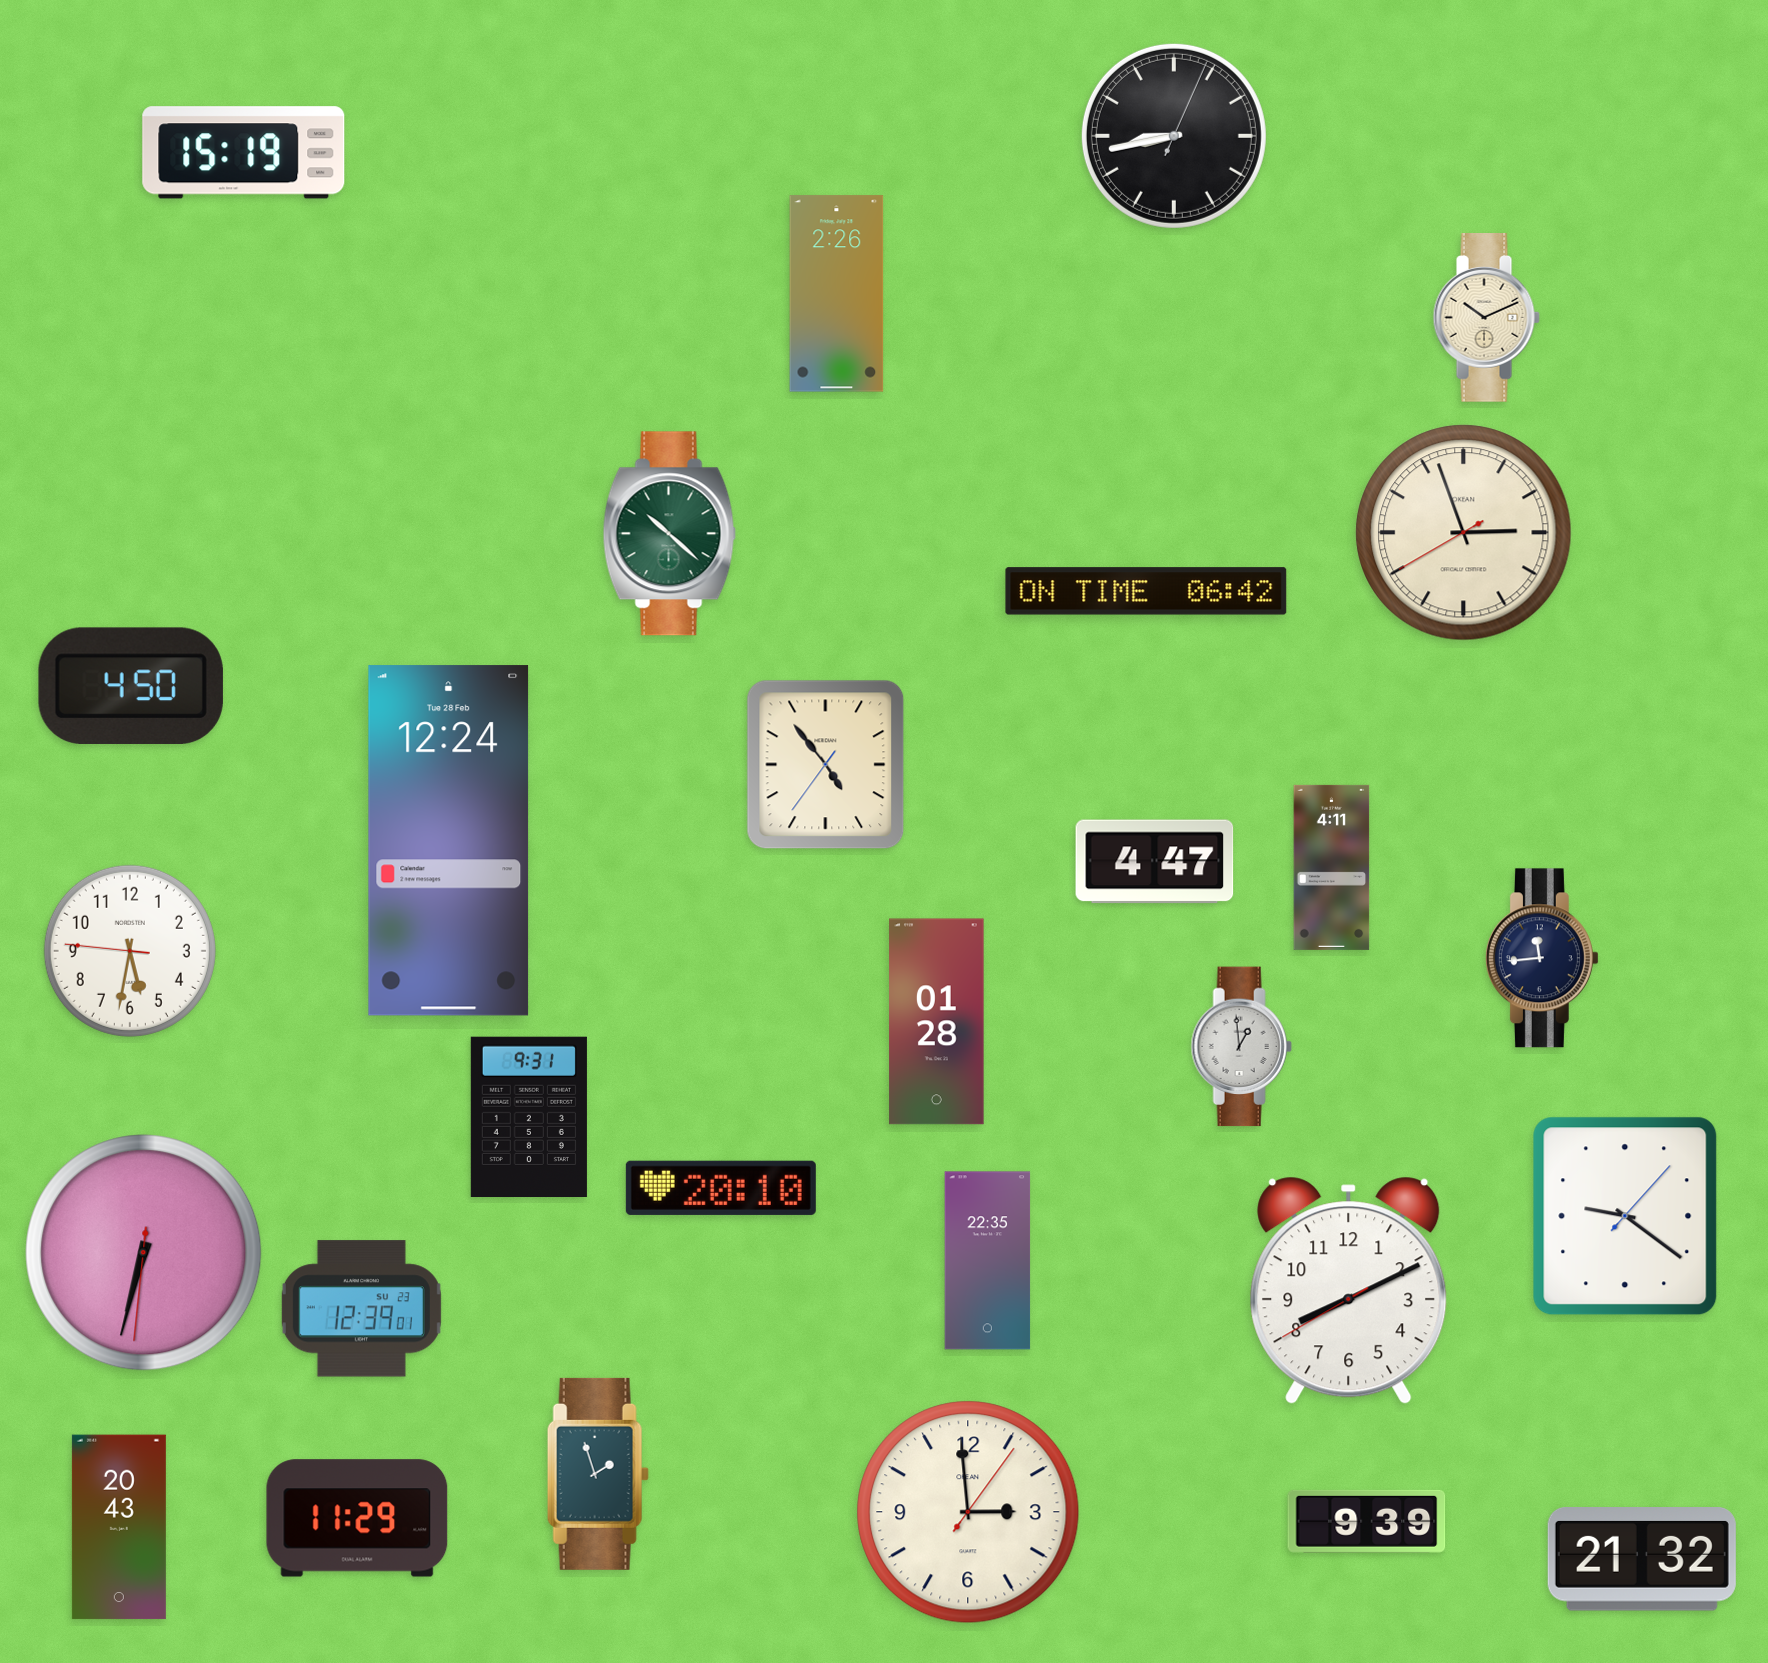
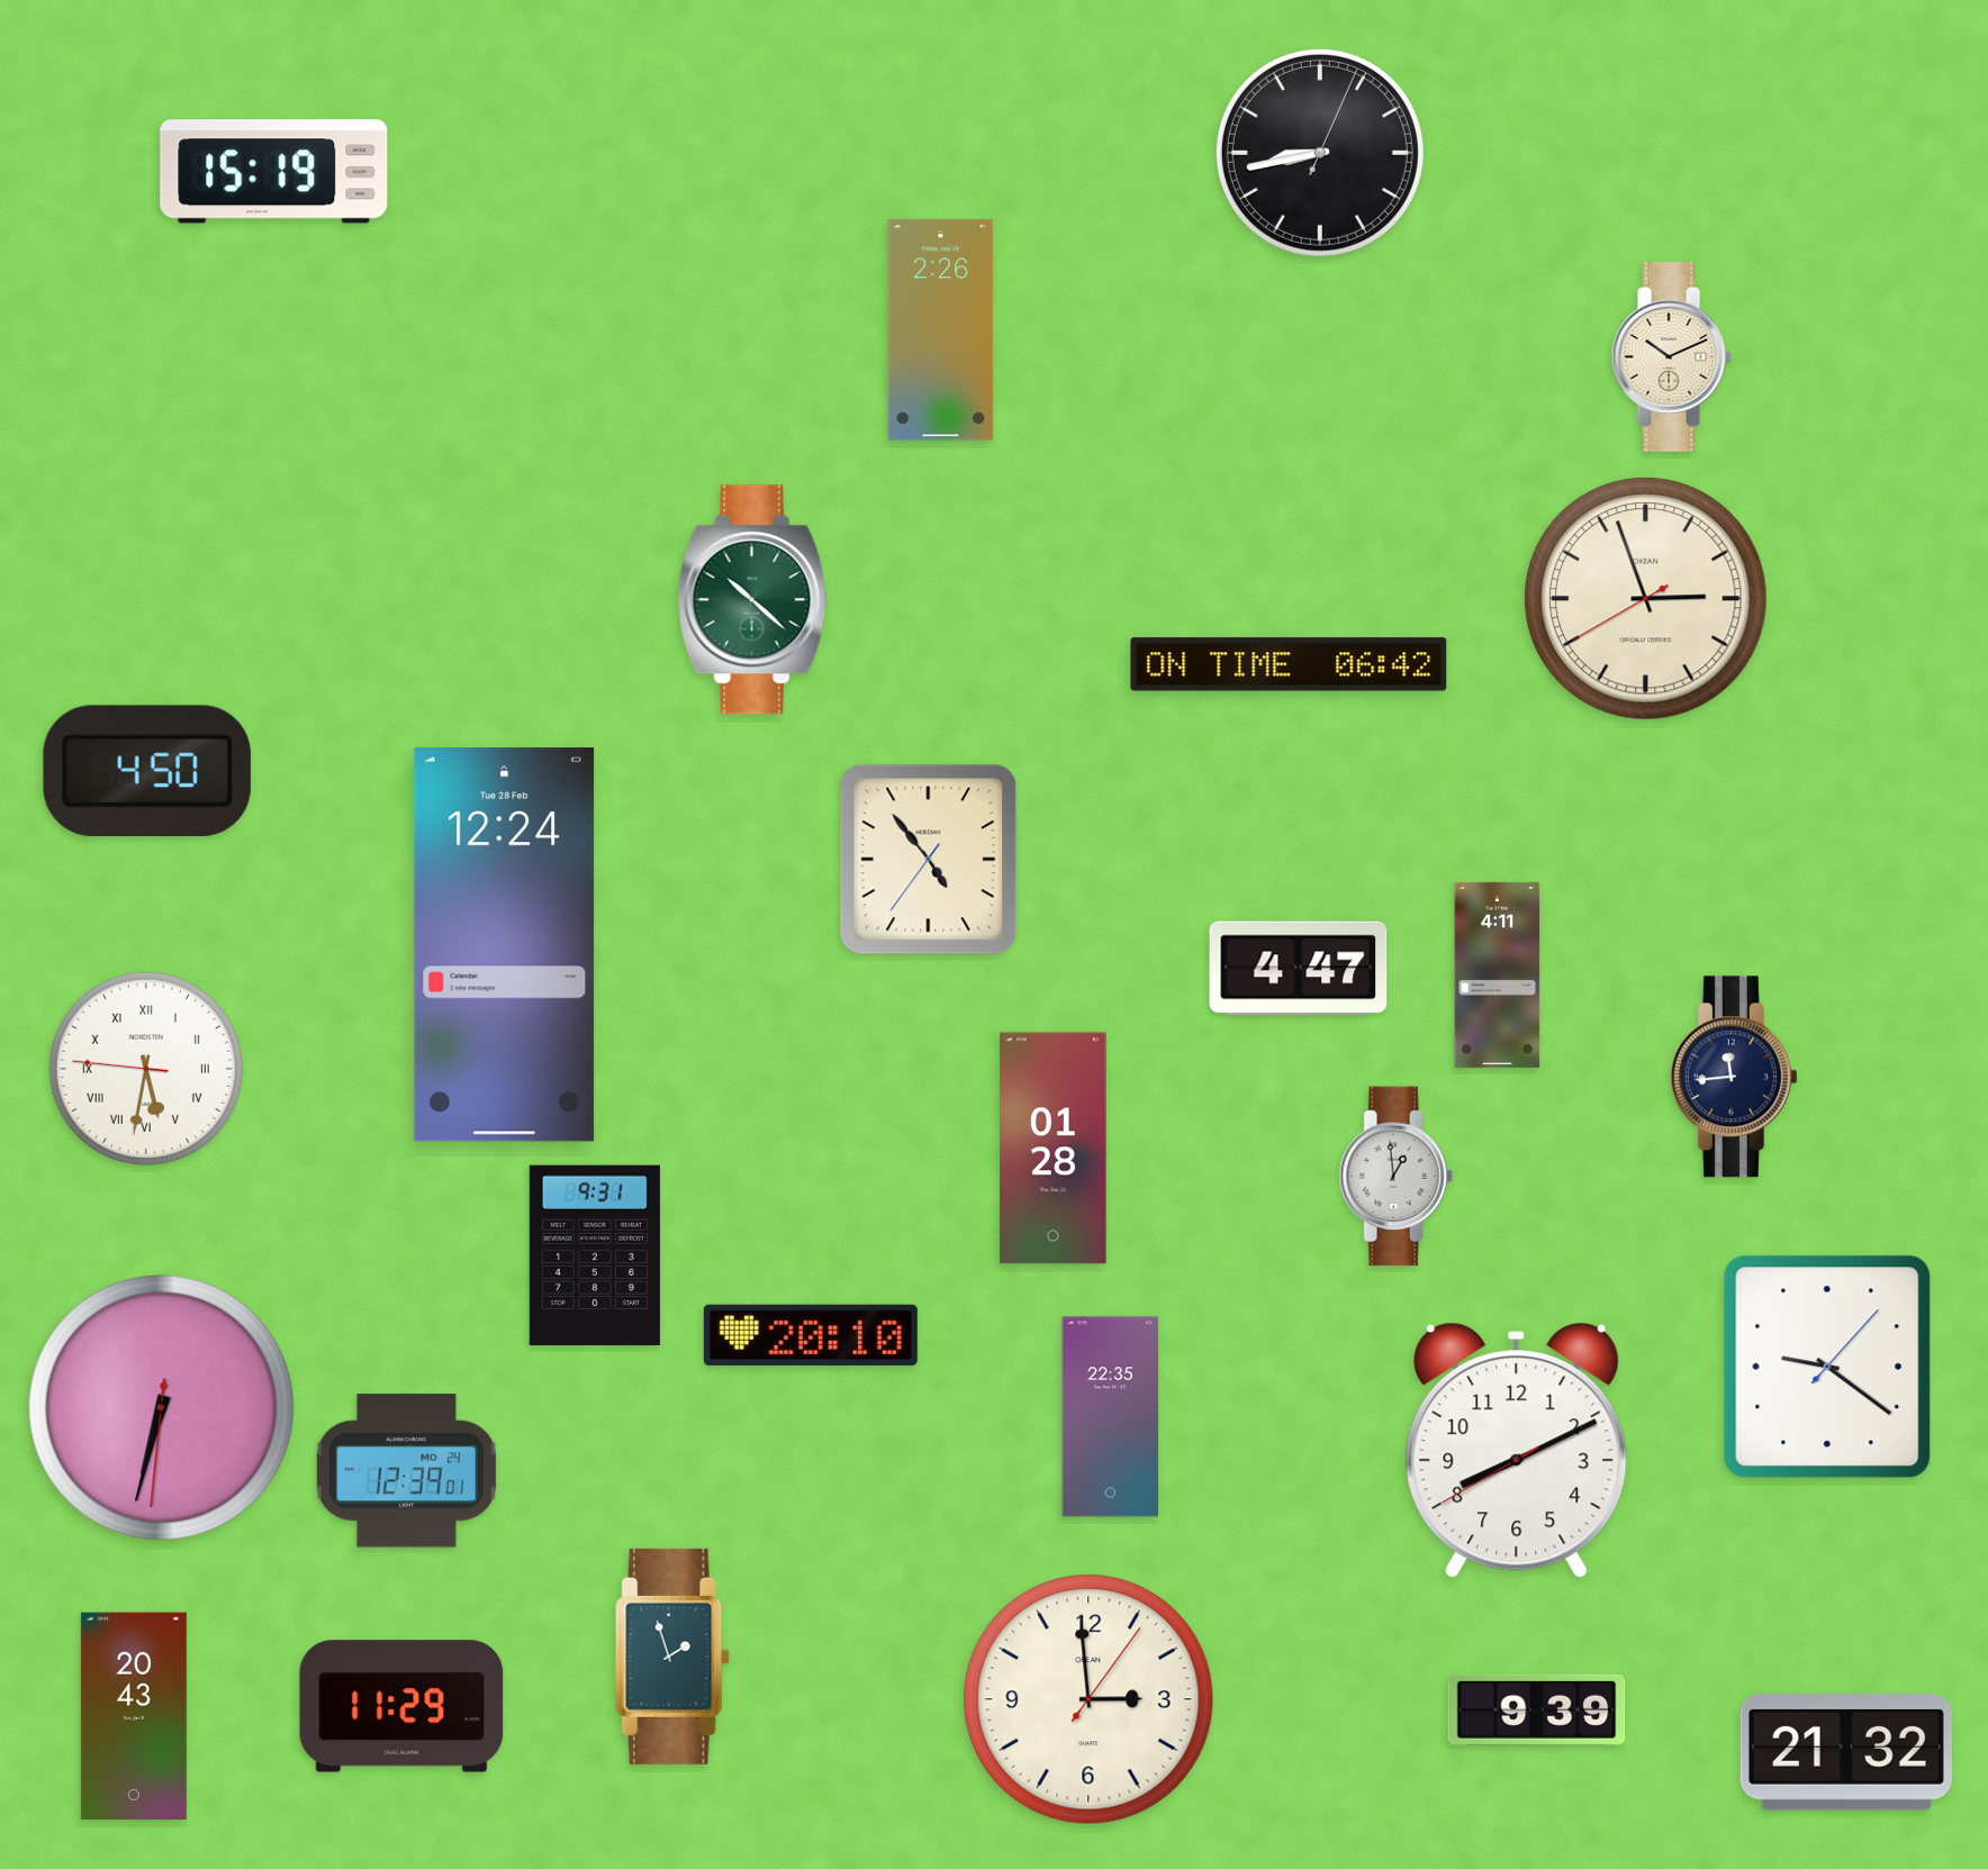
clock at (130, 951) numerals: Arabic -> Roman
clock at (361, 1309) date: SU 23 -> MO 24
